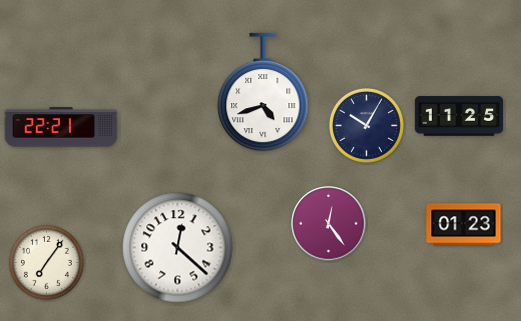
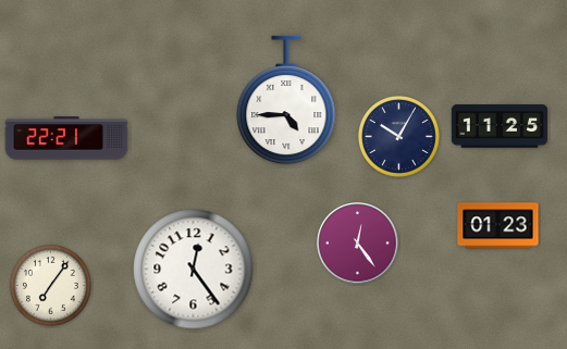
clock at (263, 92): 4:42 -> 4:45
clock at (464, 225) position: (464, 225) -> (498, 226)
clock at (178, 248): 12:22 -> 12:24
